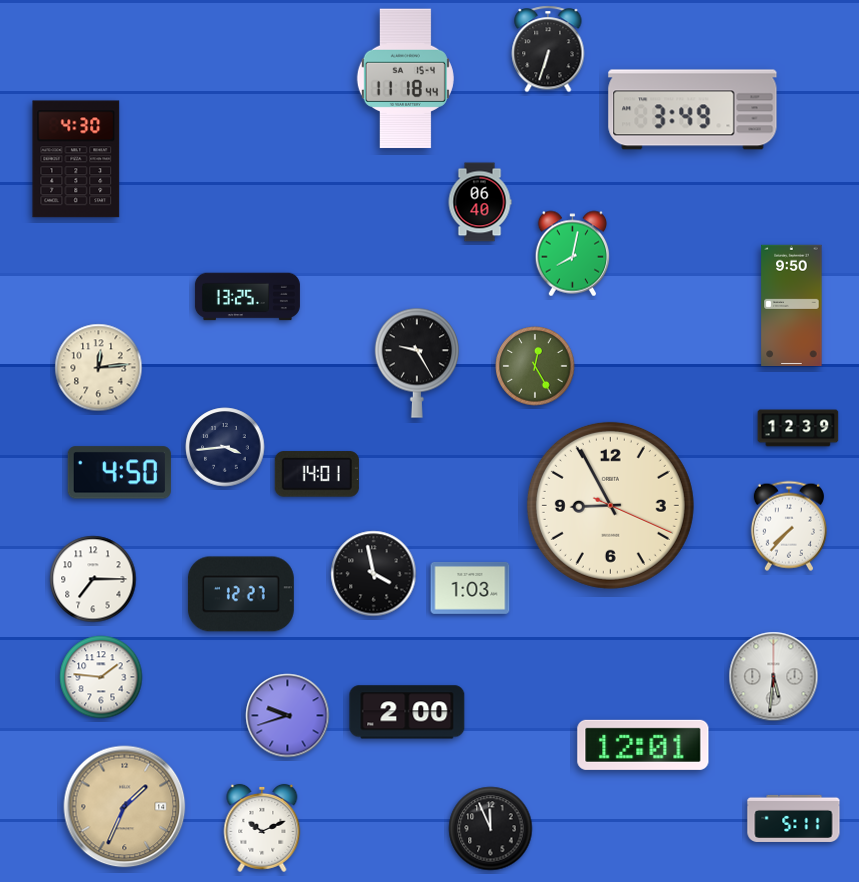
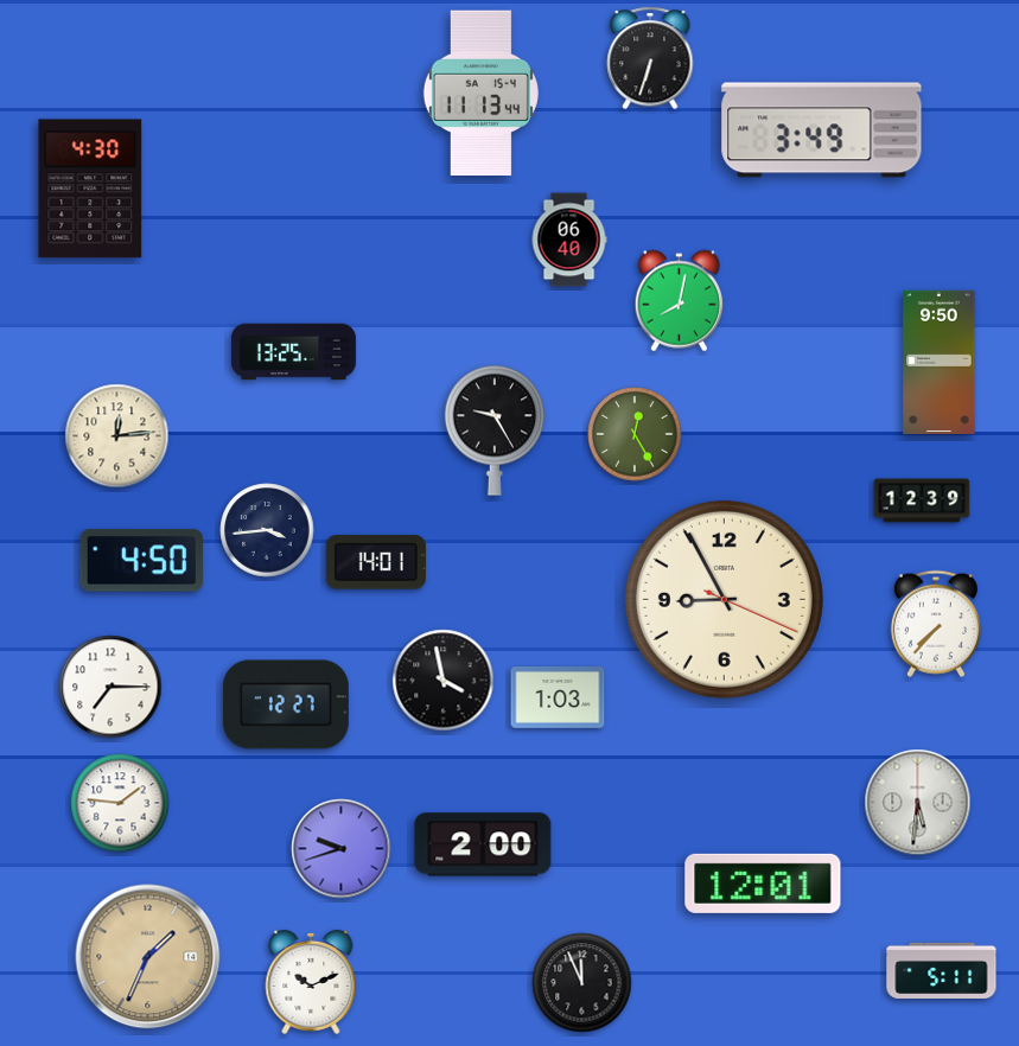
clock at (405, 79): 11:18 -> 11:13
clock at (798, 428) position: (798, 428) -> (922, 500)
